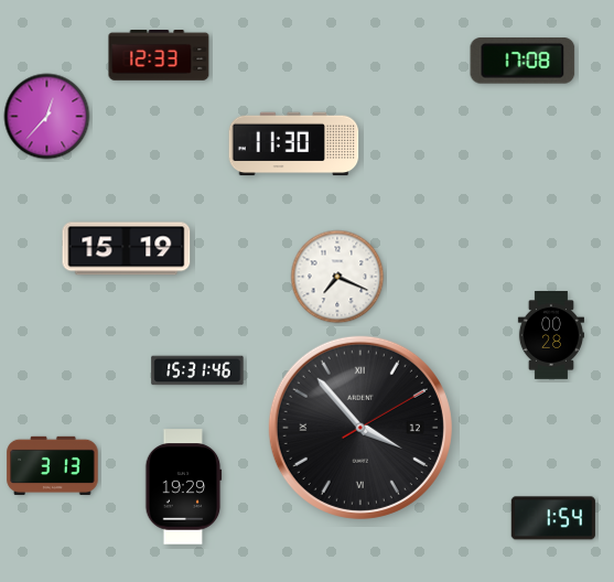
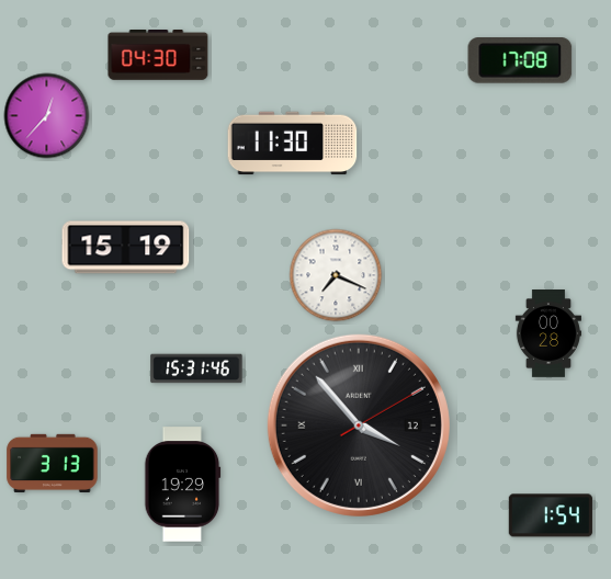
clock at (159, 56): 12:33 -> 04:30
